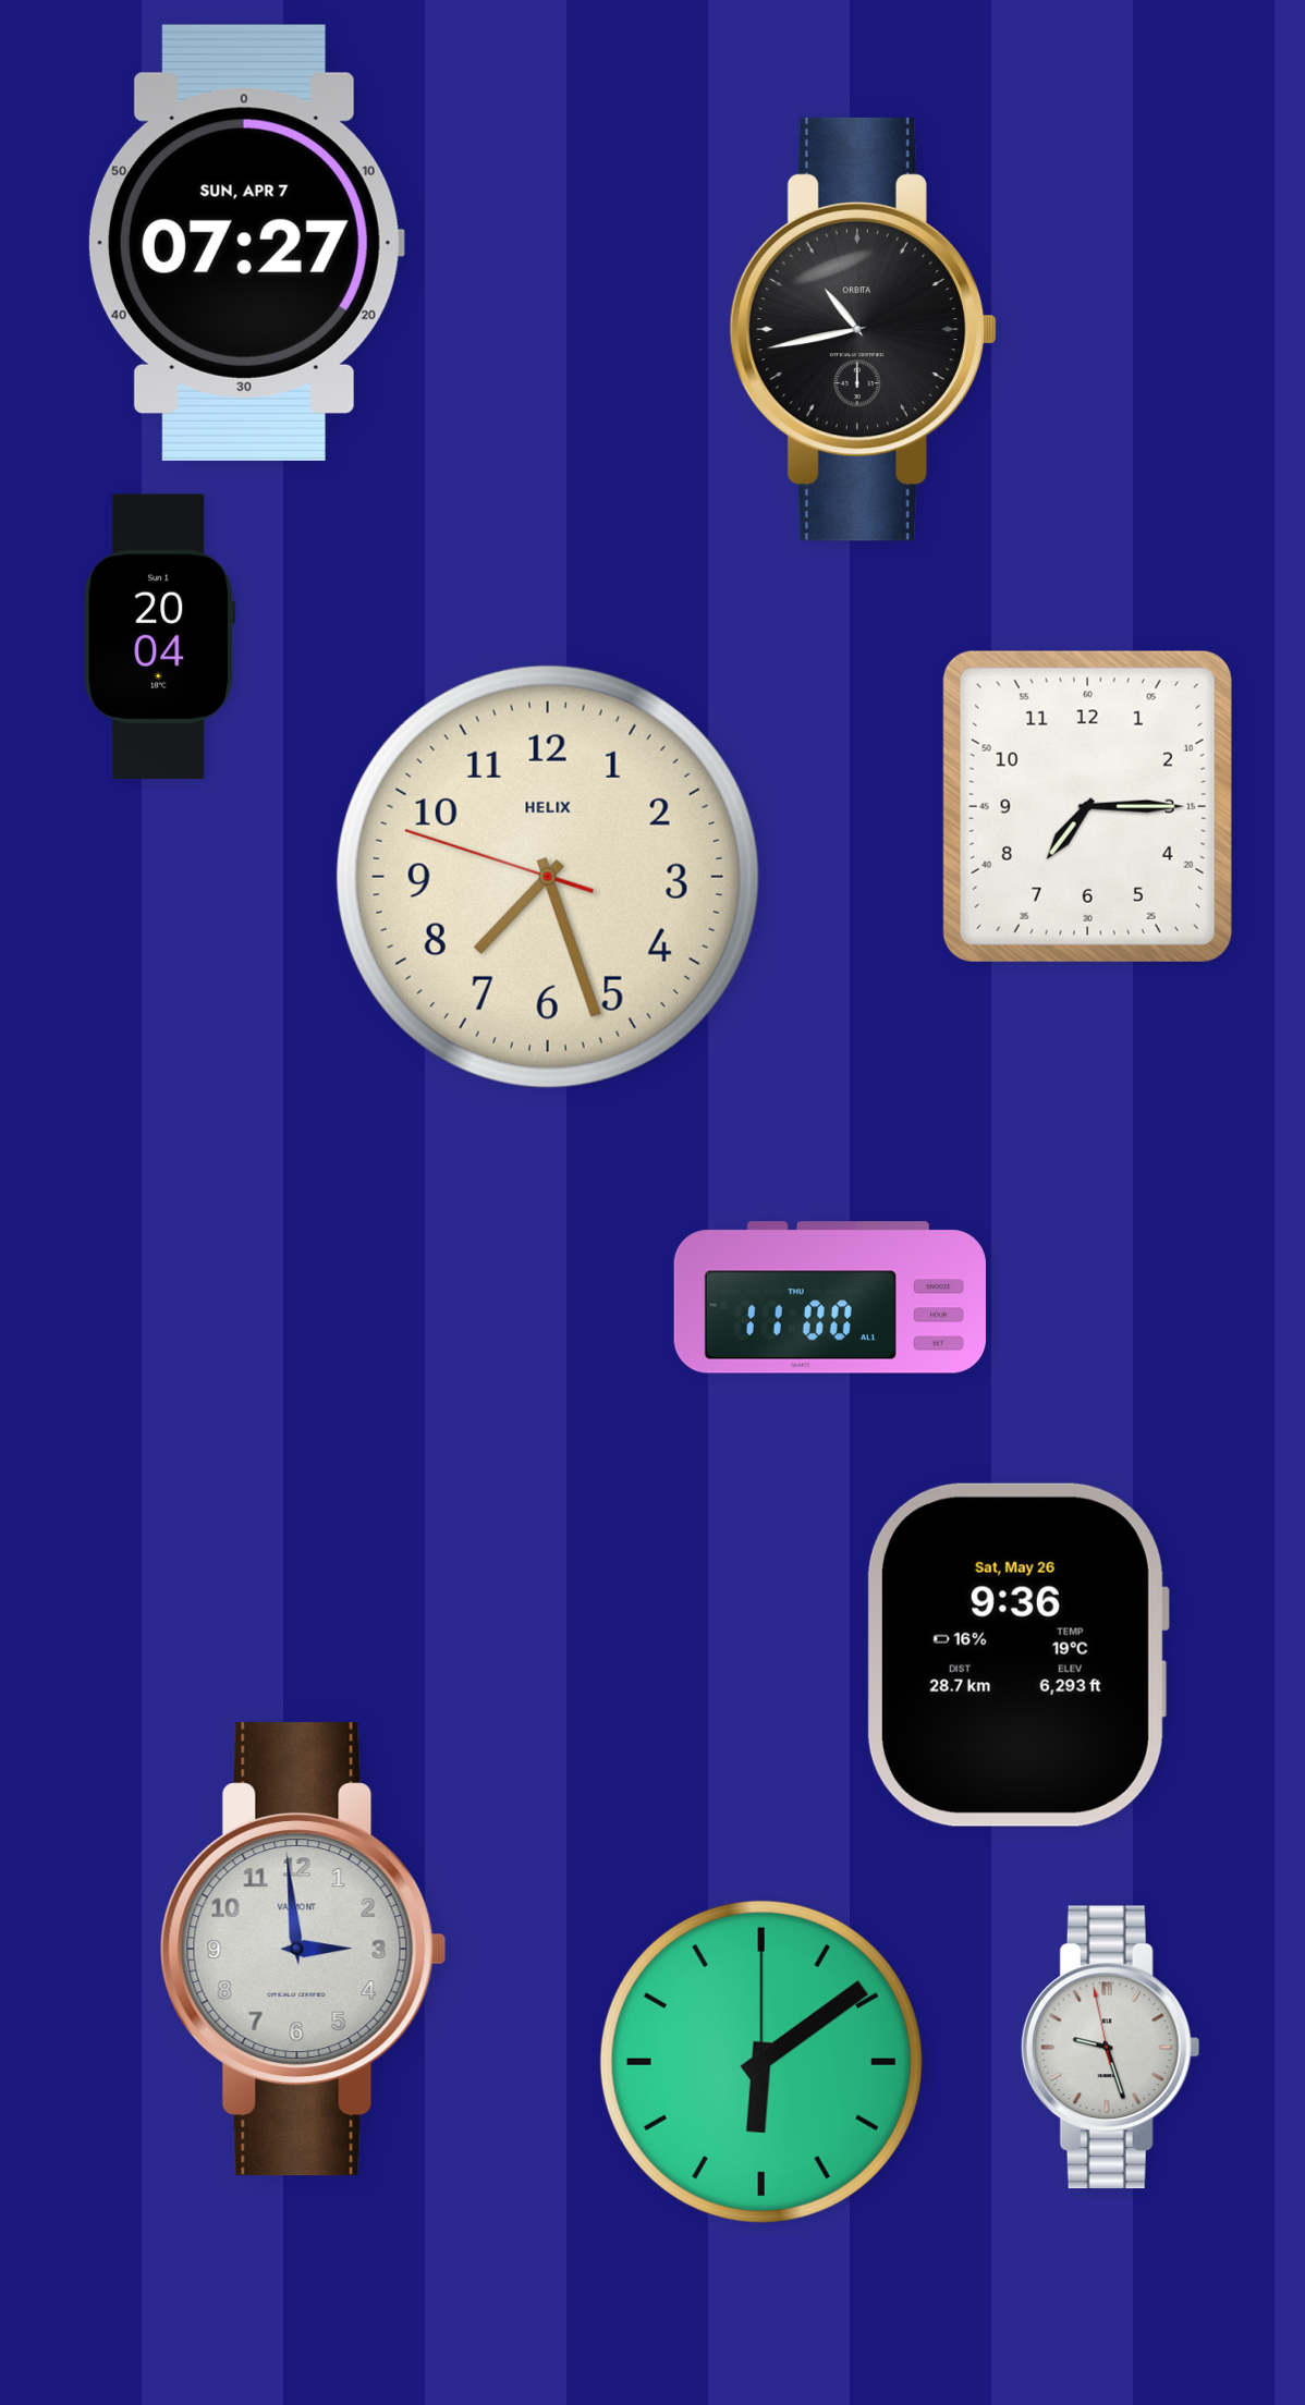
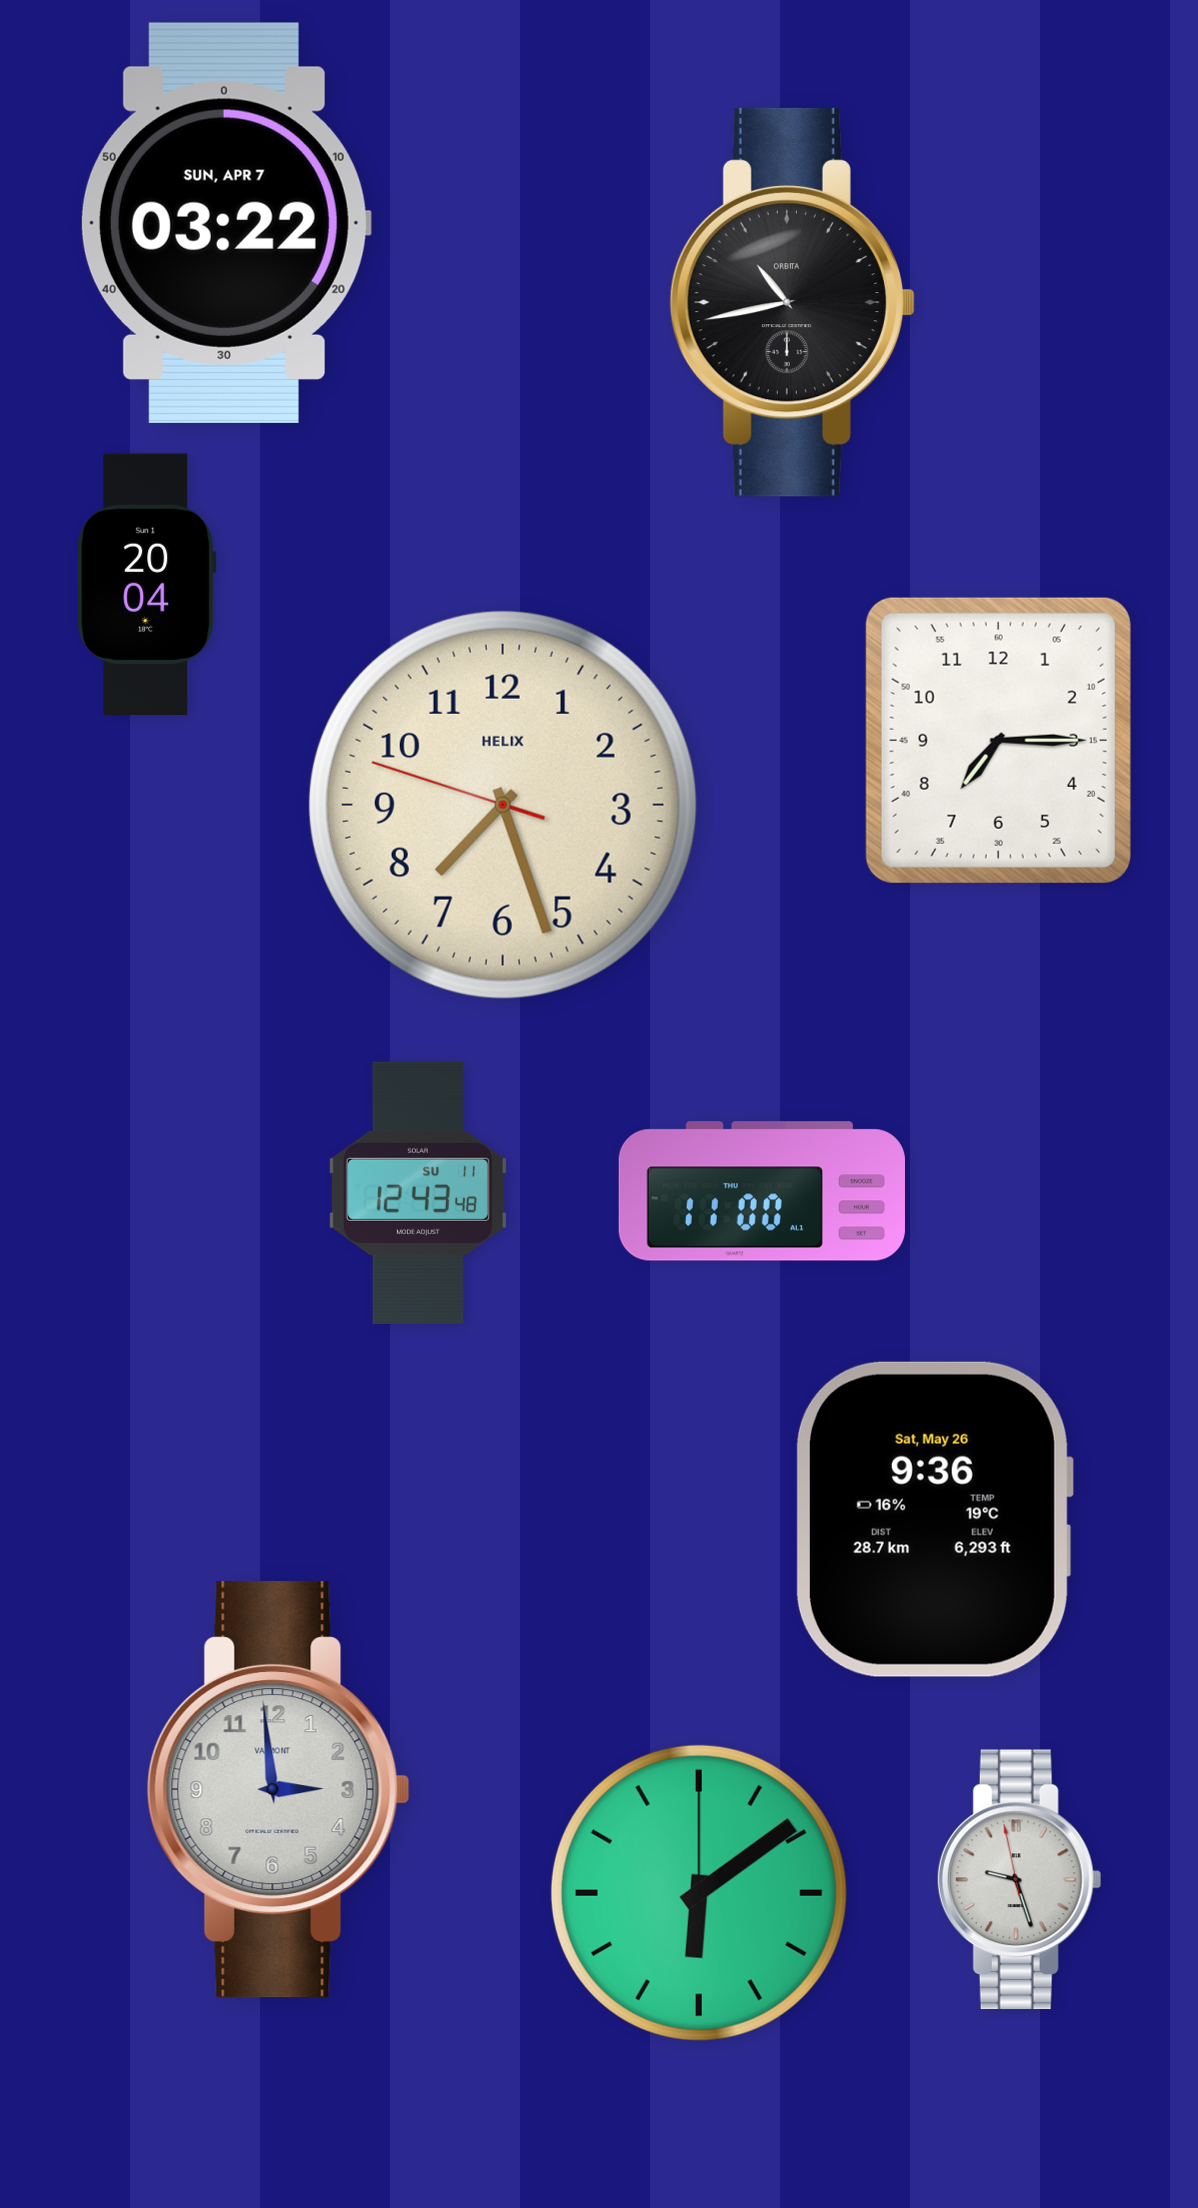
clock at (245, 243): 07:27 -> 03:22
clock at (418, 1193): none -> 12:43
